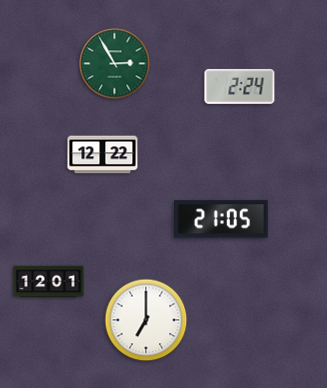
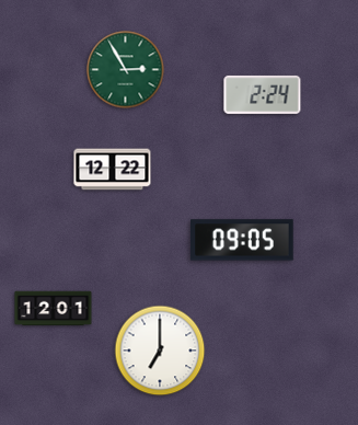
clock at (221, 219): 21:05 -> 09:05
